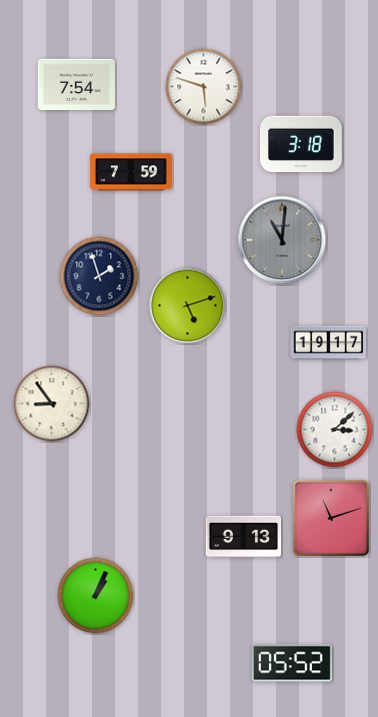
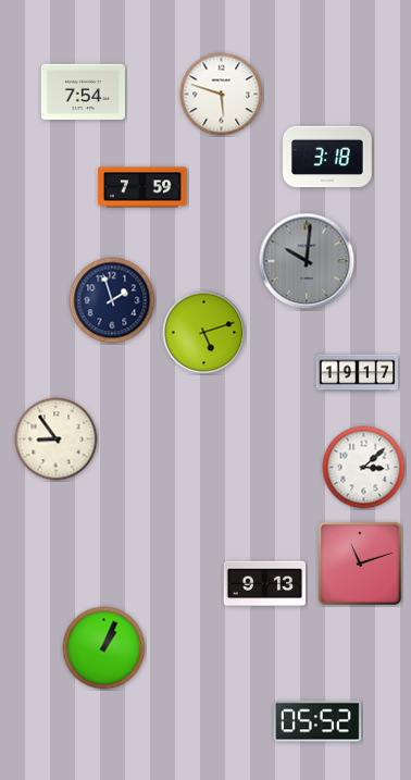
clock at (282, 240): 11:01 -> 10:01
clock at (99, 276) position: (99, 276) -> (112, 300)
